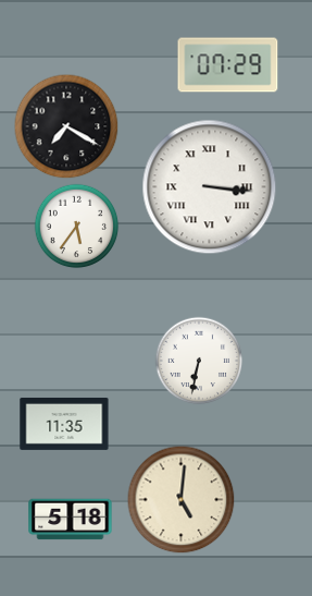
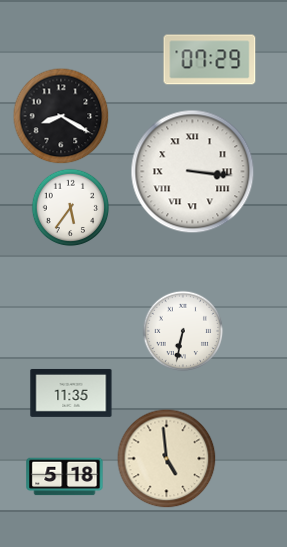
clock at (66, 126): 7:20 -> 8:20
clock at (64, 424) position: (64, 424) -> (71, 393)
clock at (182, 500): 5:01 -> 4:59
